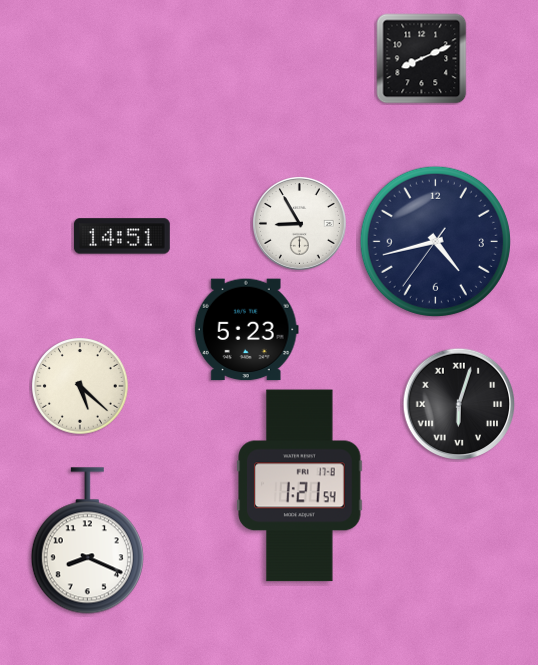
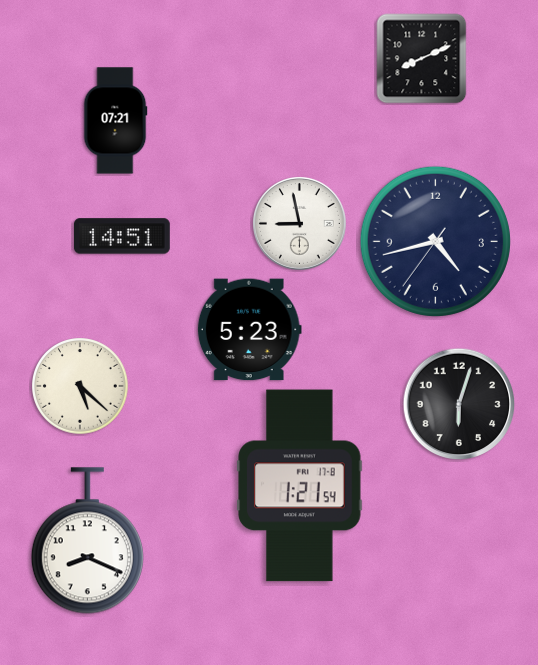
clock at (115, 121): none -> 07:21
clock at (300, 224): 8:55 -> 8:58
clock at (246, 330) position: (246, 330) -> (249, 330)
clock at (459, 404) numerals: Roman -> Arabic
